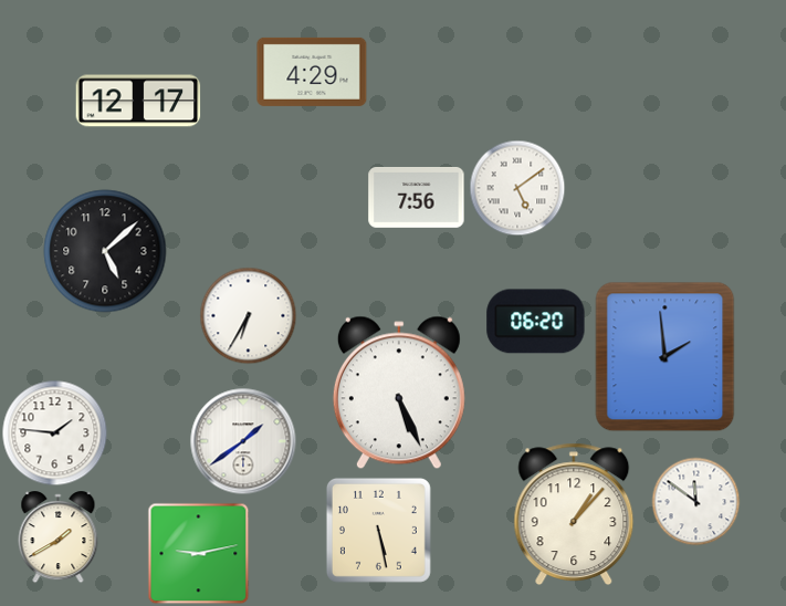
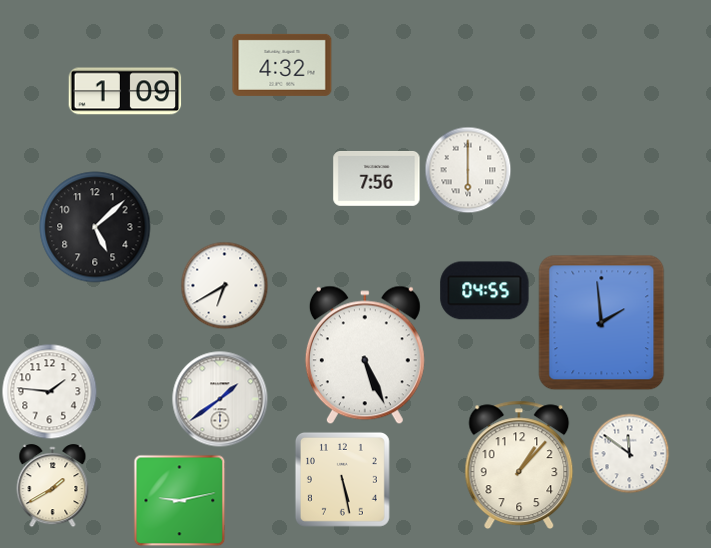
clock at (312, 72): 4:29 -> 4:32
clock at (138, 101): 12:17 -> 1:09
clock at (517, 188): 5:09 -> 6:00
clock at (248, 315): 6:35 -> 6:40
clock at (536, 322): 06:20 -> 04:55
clock at (399, 393) position: (399, 393) -> (365, 355)
